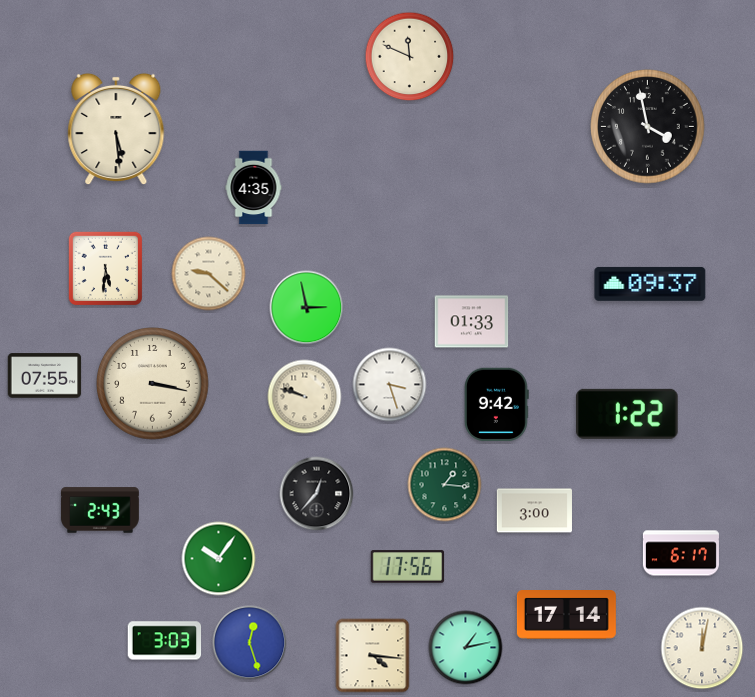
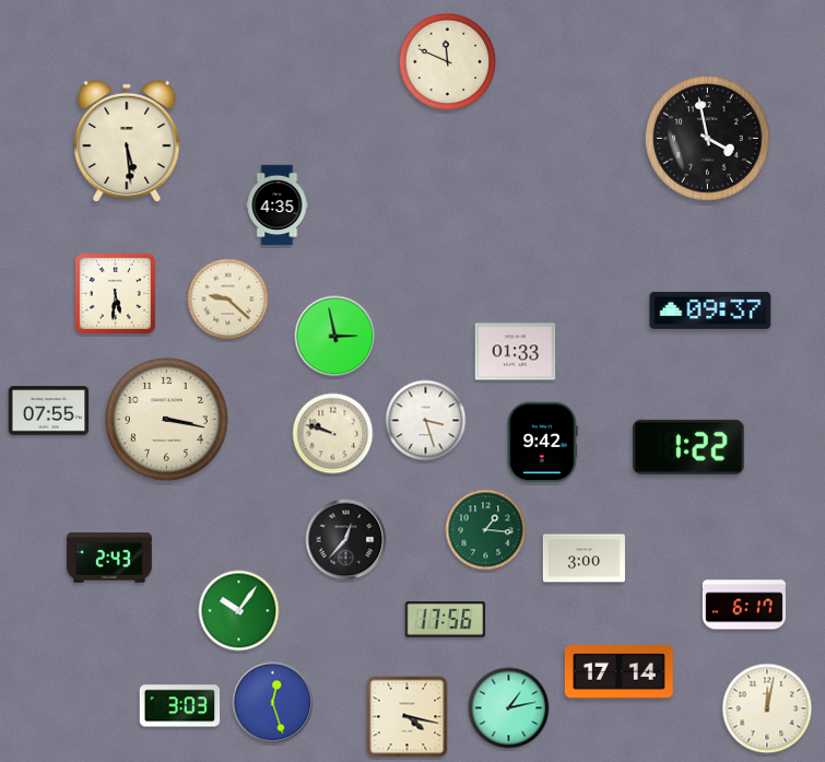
clock at (627, 414) position: (627, 414) -> (688, 447)
clock at (165, 641) position: (165, 641) -> (180, 706)
clock at (373, 656): 4:16 -> 4:17
